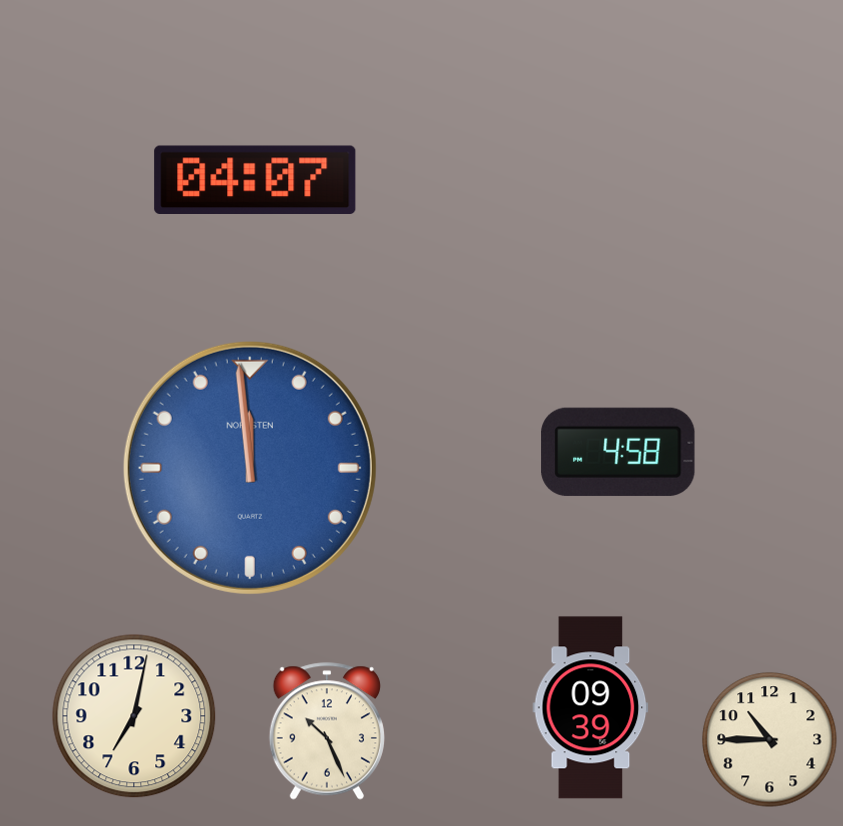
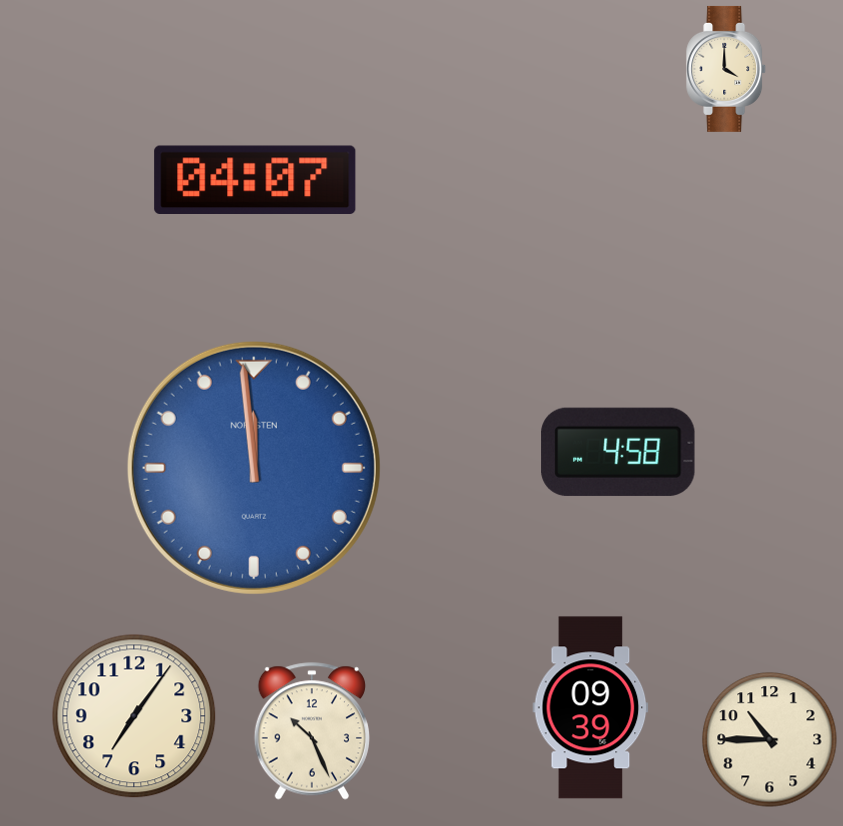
clock at (727, 69): none -> 4:00
clock at (250, 468) position: (250, 468) -> (254, 468)
clock at (134, 716): 7:02 -> 7:06
clock at (327, 731) position: (327, 731) -> (312, 731)
